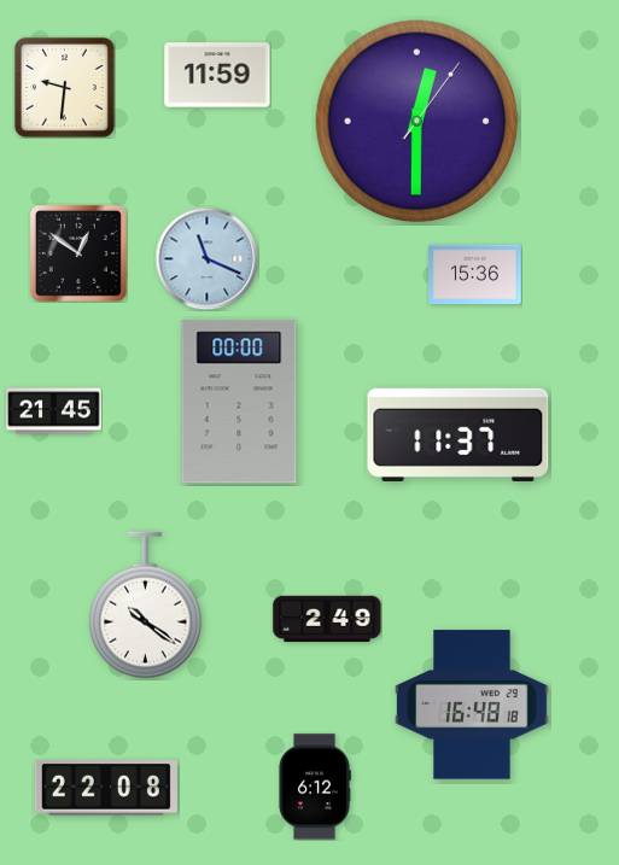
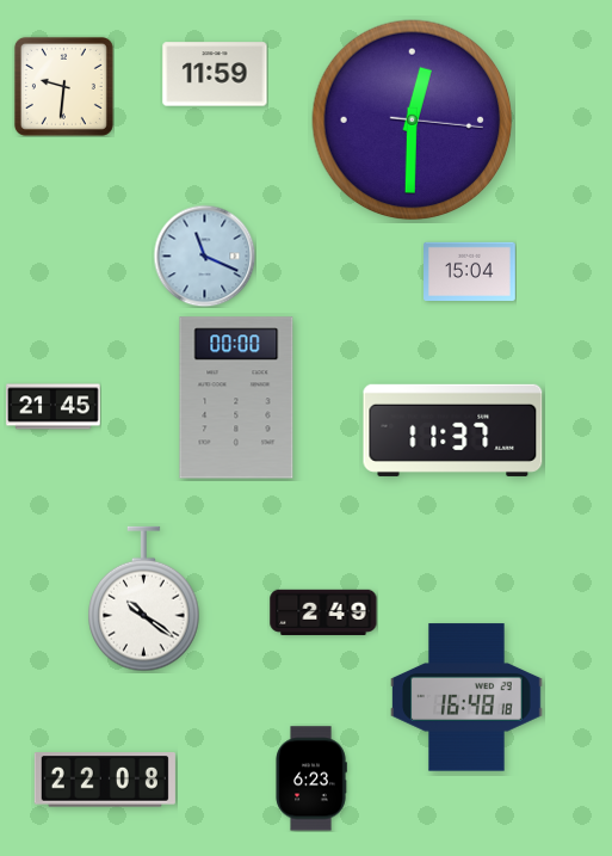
clock at (417, 122): 12:30:06 -> 12:30:16
clock at (78, 253): 12:51 -> none
clock at (475, 274): 15:36 -> 15:04
clock at (315, 787): 6:12 -> 6:23
